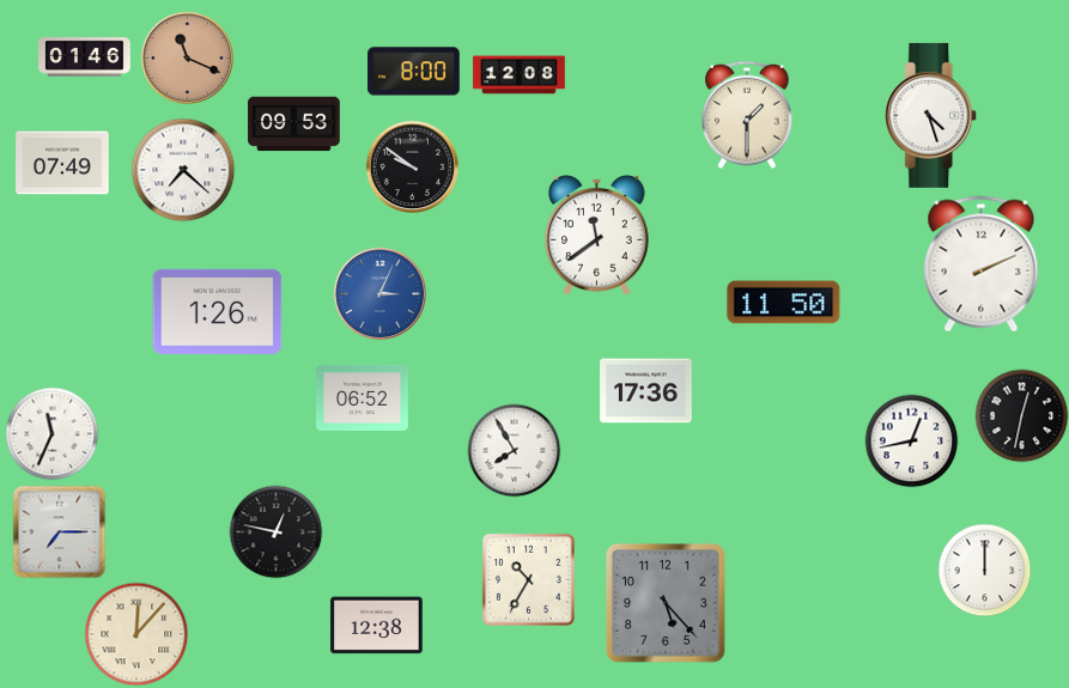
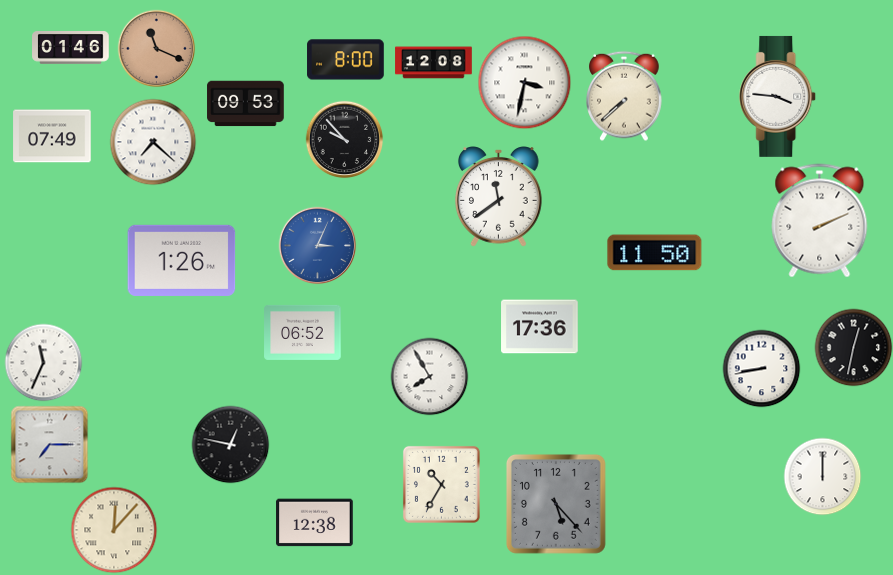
clock at (524, 82): none -> 3:32
clock at (748, 115): 1:30 -> 7:38
clock at (931, 115): 4:27 -> 3:46
clock at (412, 166): 9:51 -> 9:53
clock at (911, 440): 12:43 -> 8:43
